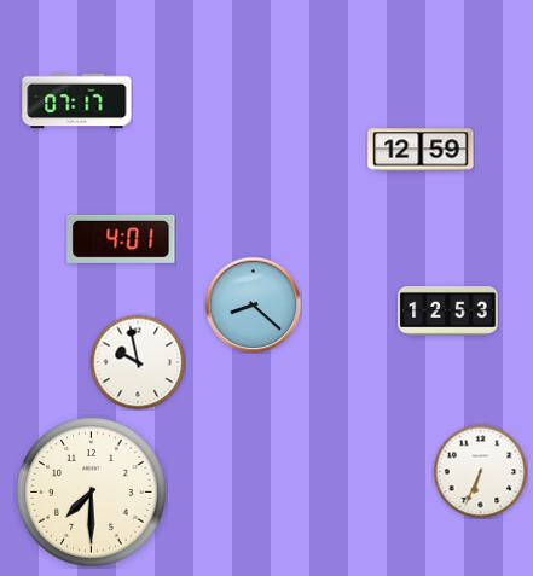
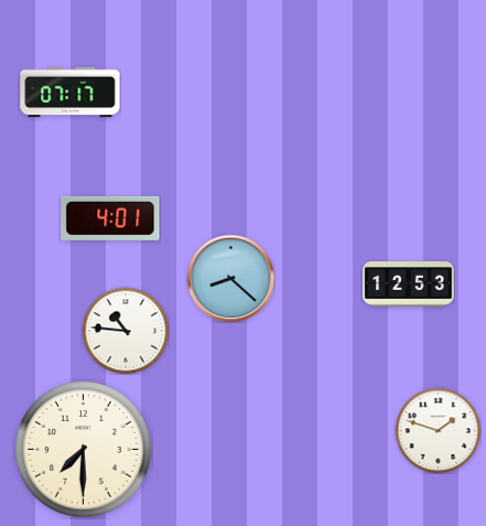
clock at (421, 150): 12:59 -> none
clock at (138, 362): 9:58 -> 10:46
clock at (480, 471): 6:34 -> 1:48
